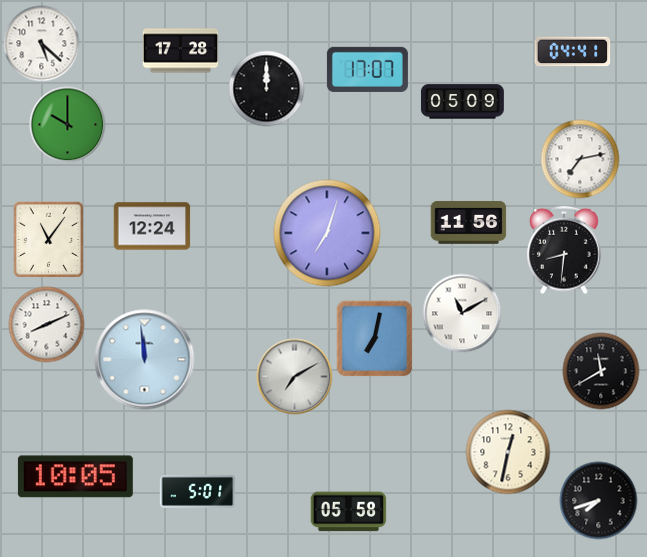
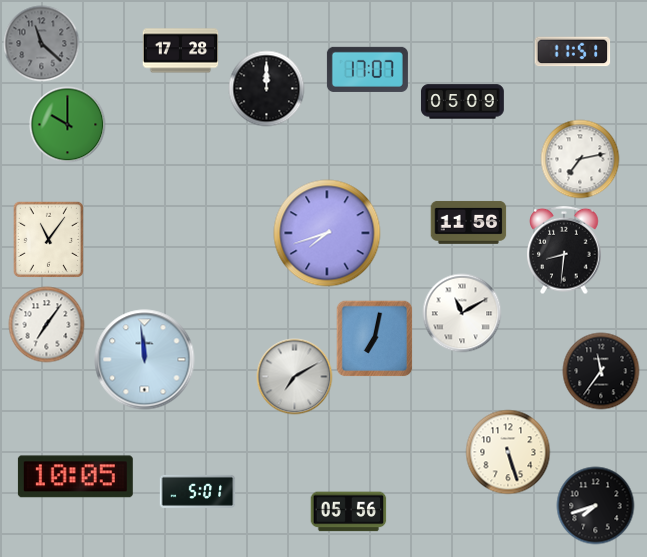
clock at (42, 44): 5:22 -> 11:22
clock at (42, 44) dial: white -> grey
clock at (573, 52): 04:41 -> 11:51
clock at (152, 226): 12:24 -> none
clock at (327, 233): 7:03 -> 7:42
clock at (47, 325): 8:11 -> 7:06
clock at (601, 371): 11:40 -> 11:36
clock at (508, 452): 12:32 -> 5:27
clock at (599, 501) position: (599, 501) -> (596, 506)
clock at (349, 512): 05:58 -> 05:56
